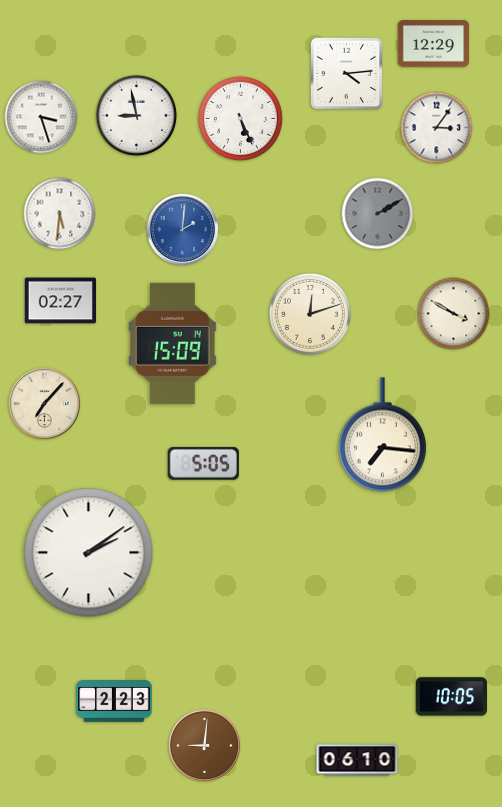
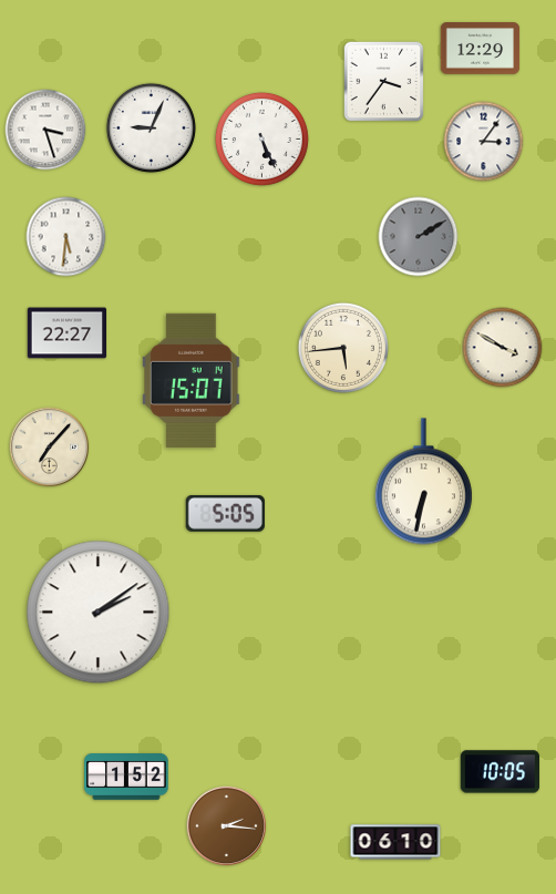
clock at (347, 74): 4:14 -> 3:36
clock at (136, 115): 8:58 -> 9:04
clock at (240, 118) position: (240, 118) -> (261, 138)
clock at (183, 230): 2:01 -> none
clock at (61, 301): 02:27 -> 22:27
clock at (310, 314): 12:12 -> 5:44
clock at (173, 343): 15:09 -> 15:07
clock at (382, 435): 7:16 -> 6:32
clock at (114, 702): 2:23 -> 1:52
clock at (205, 746): 9:01 -> 2:16
